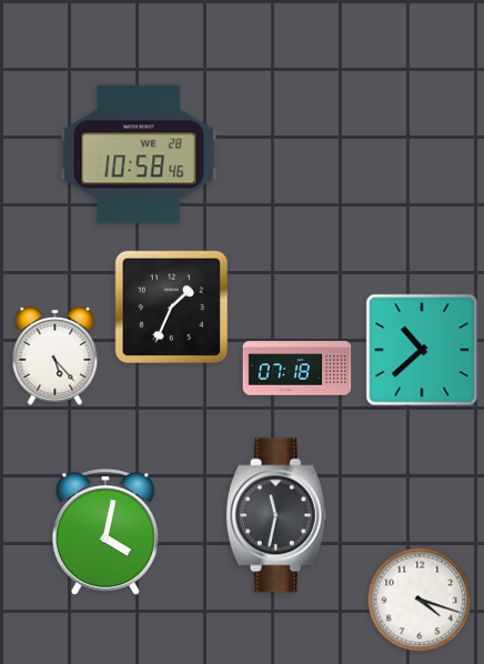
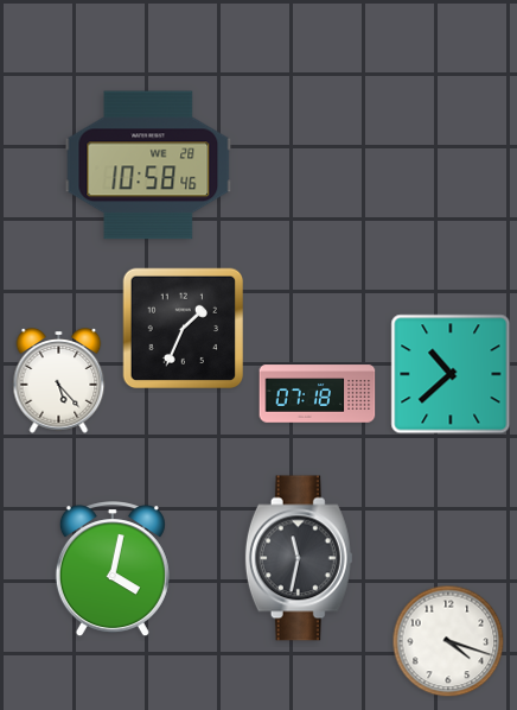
clock at (276, 515) position: (276, 515) -> (299, 558)
